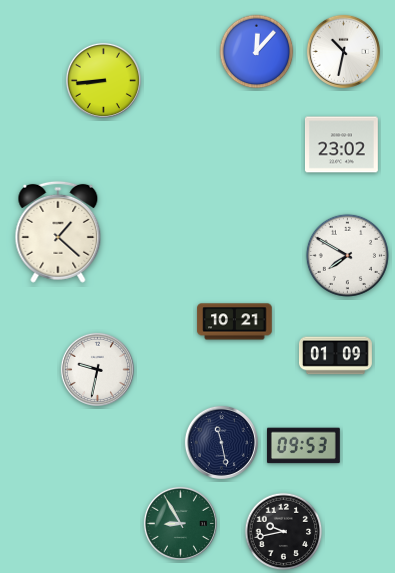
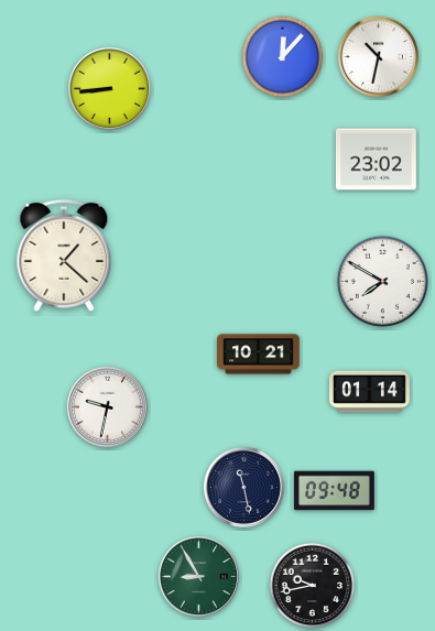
clock at (103, 80) position: (103, 80) -> (109, 88)
clock at (335, 356): 01:09 -> 01:14
clock at (303, 446): 09:53 -> 09:48
